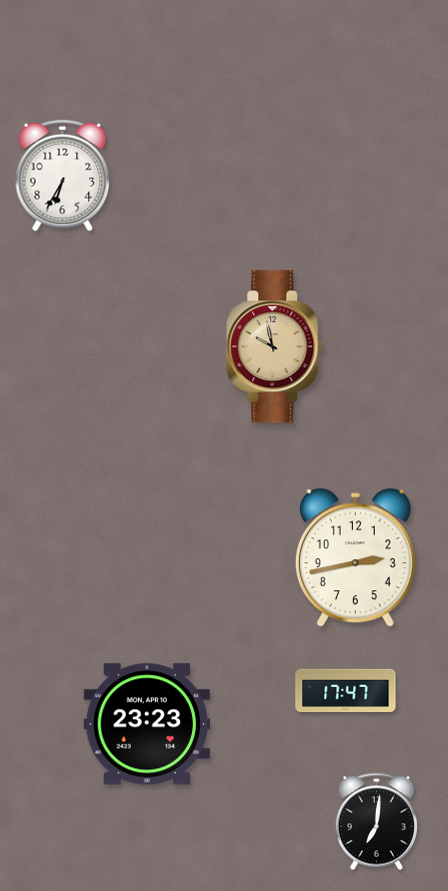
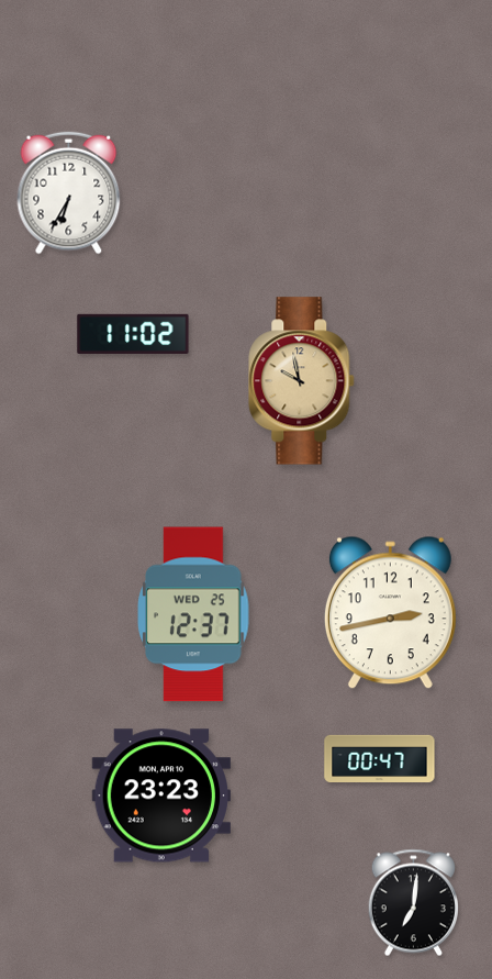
clock at (133, 334): none -> 11:02
clock at (193, 614): none -> 12:37
clock at (346, 690): 17:47 -> 00:47
